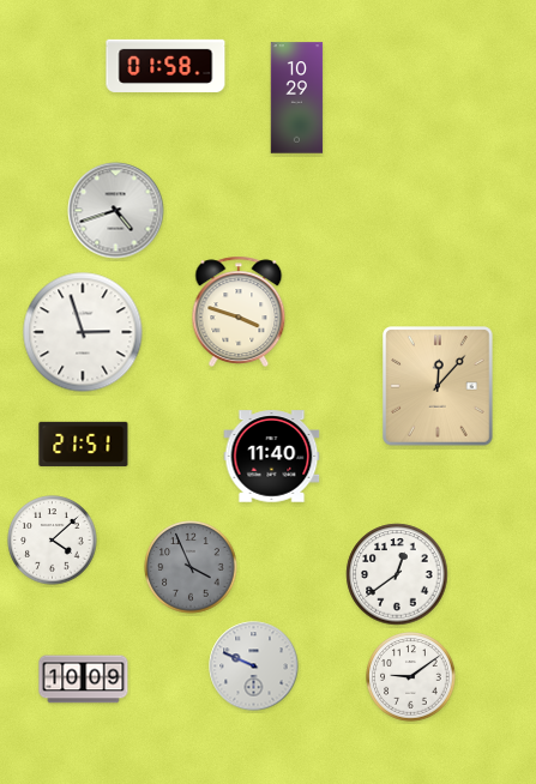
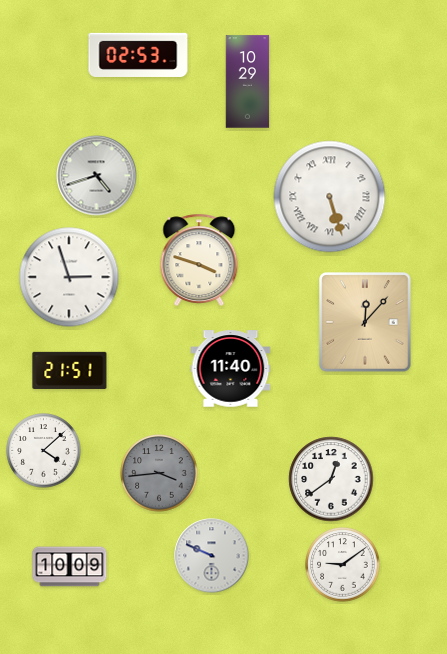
clock at (165, 66): 01:58 -> 02:53
clock at (330, 197): none -> 5:27
clock at (272, 457) position: (272, 457) -> (231, 369)
clock at (191, 567): 3:56 -> 3:44
